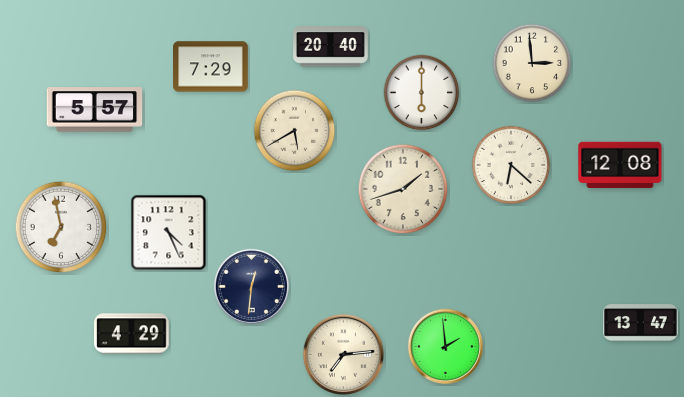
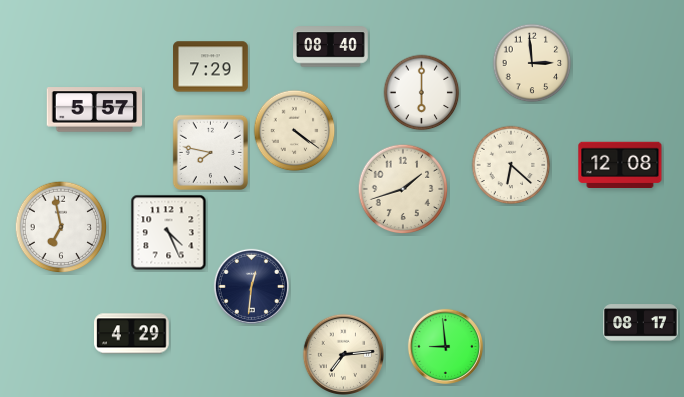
clock at (331, 47): 20:40 -> 08:40
clock at (295, 131): 5:40 -> 4:21
clock at (210, 152): none -> 7:47
clock at (641, 323): 13:47 -> 08:17
clock at (445, 346): 1:59 -> 8:59
